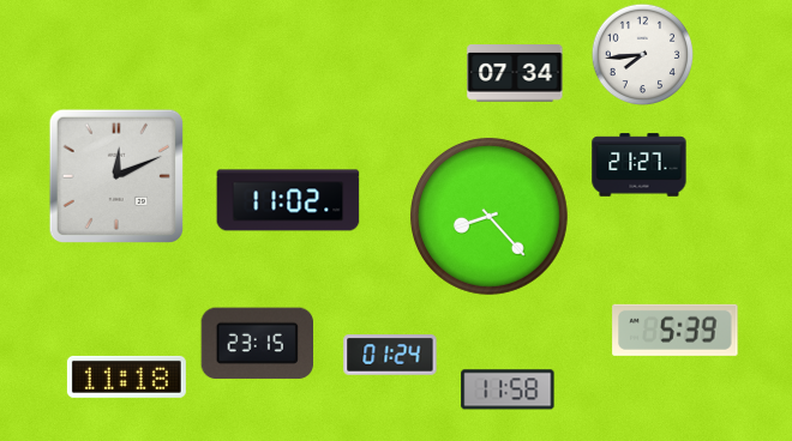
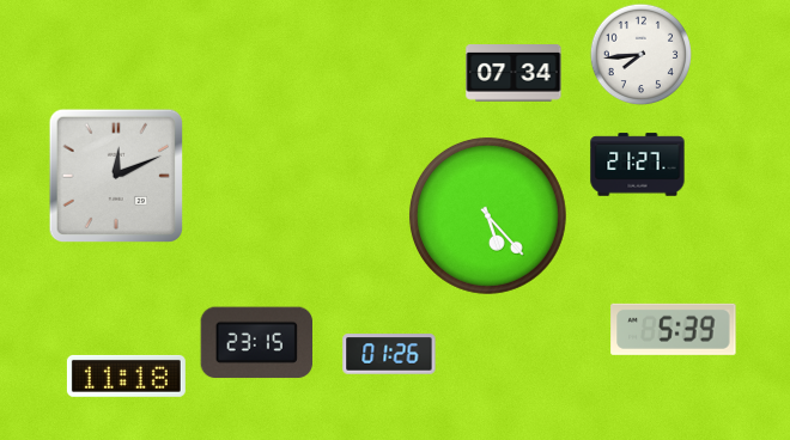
clock at (288, 200): 11:02 -> none
clock at (488, 216): 8:23 -> 5:23
clock at (390, 355): 01:24 -> 01:26
clock at (508, 389): 11:58 -> none
